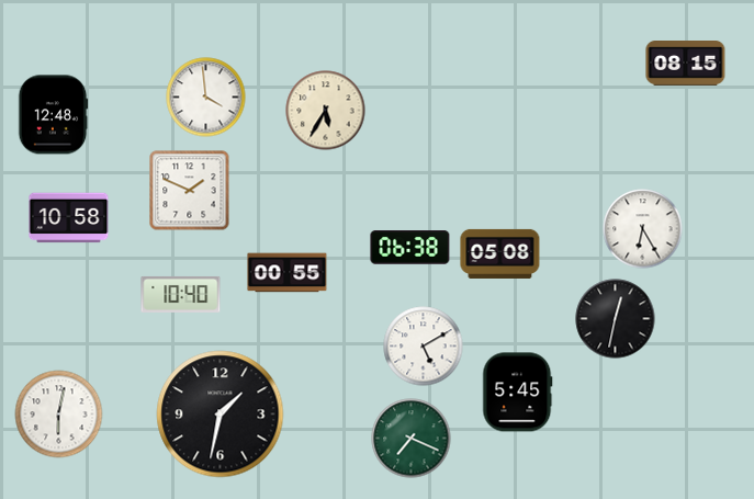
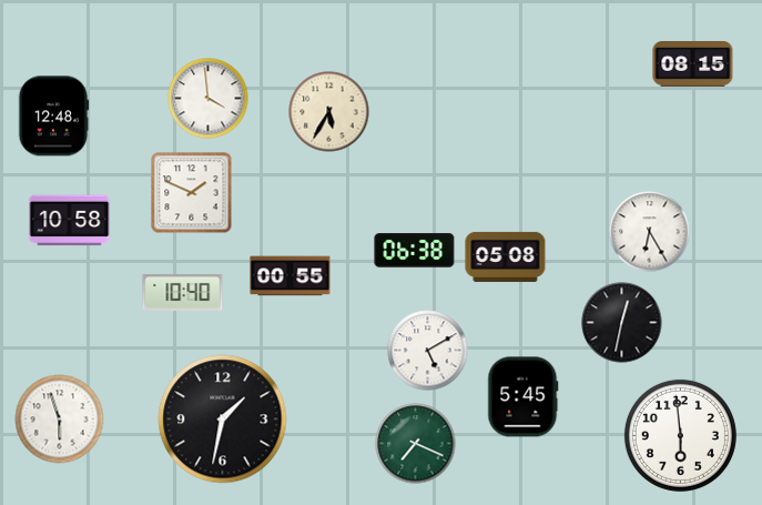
clock at (181, 294) position: (181, 294) -> (183, 292)
clock at (59, 415): 6:02 -> 5:57
clock at (680, 435): none -> 5:59
